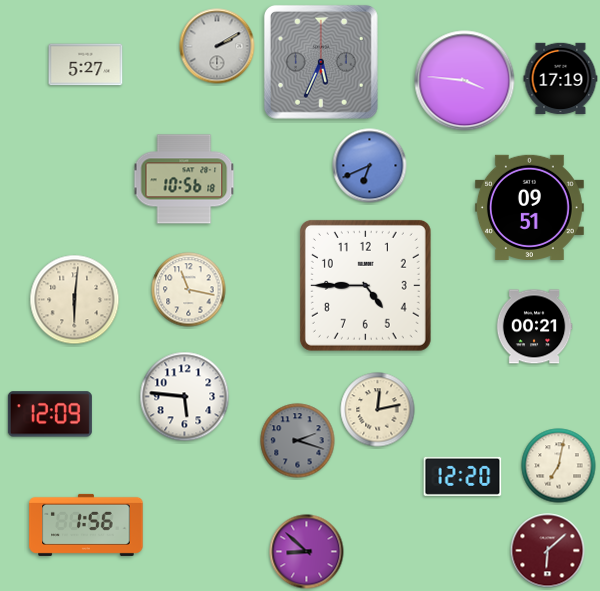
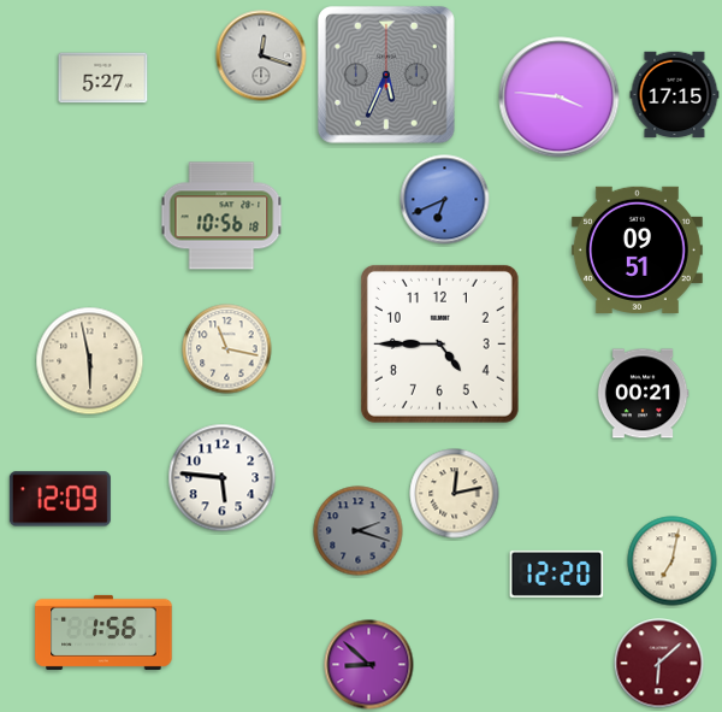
clock at (217, 46): 2:10 -> 12:18
clock at (561, 79): 17:19 -> 17:15
clock at (75, 300): 6:01 -> 5:58
